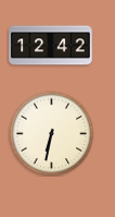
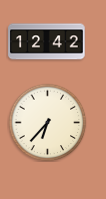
clock at (51, 133): 6:32 -> 6:37
